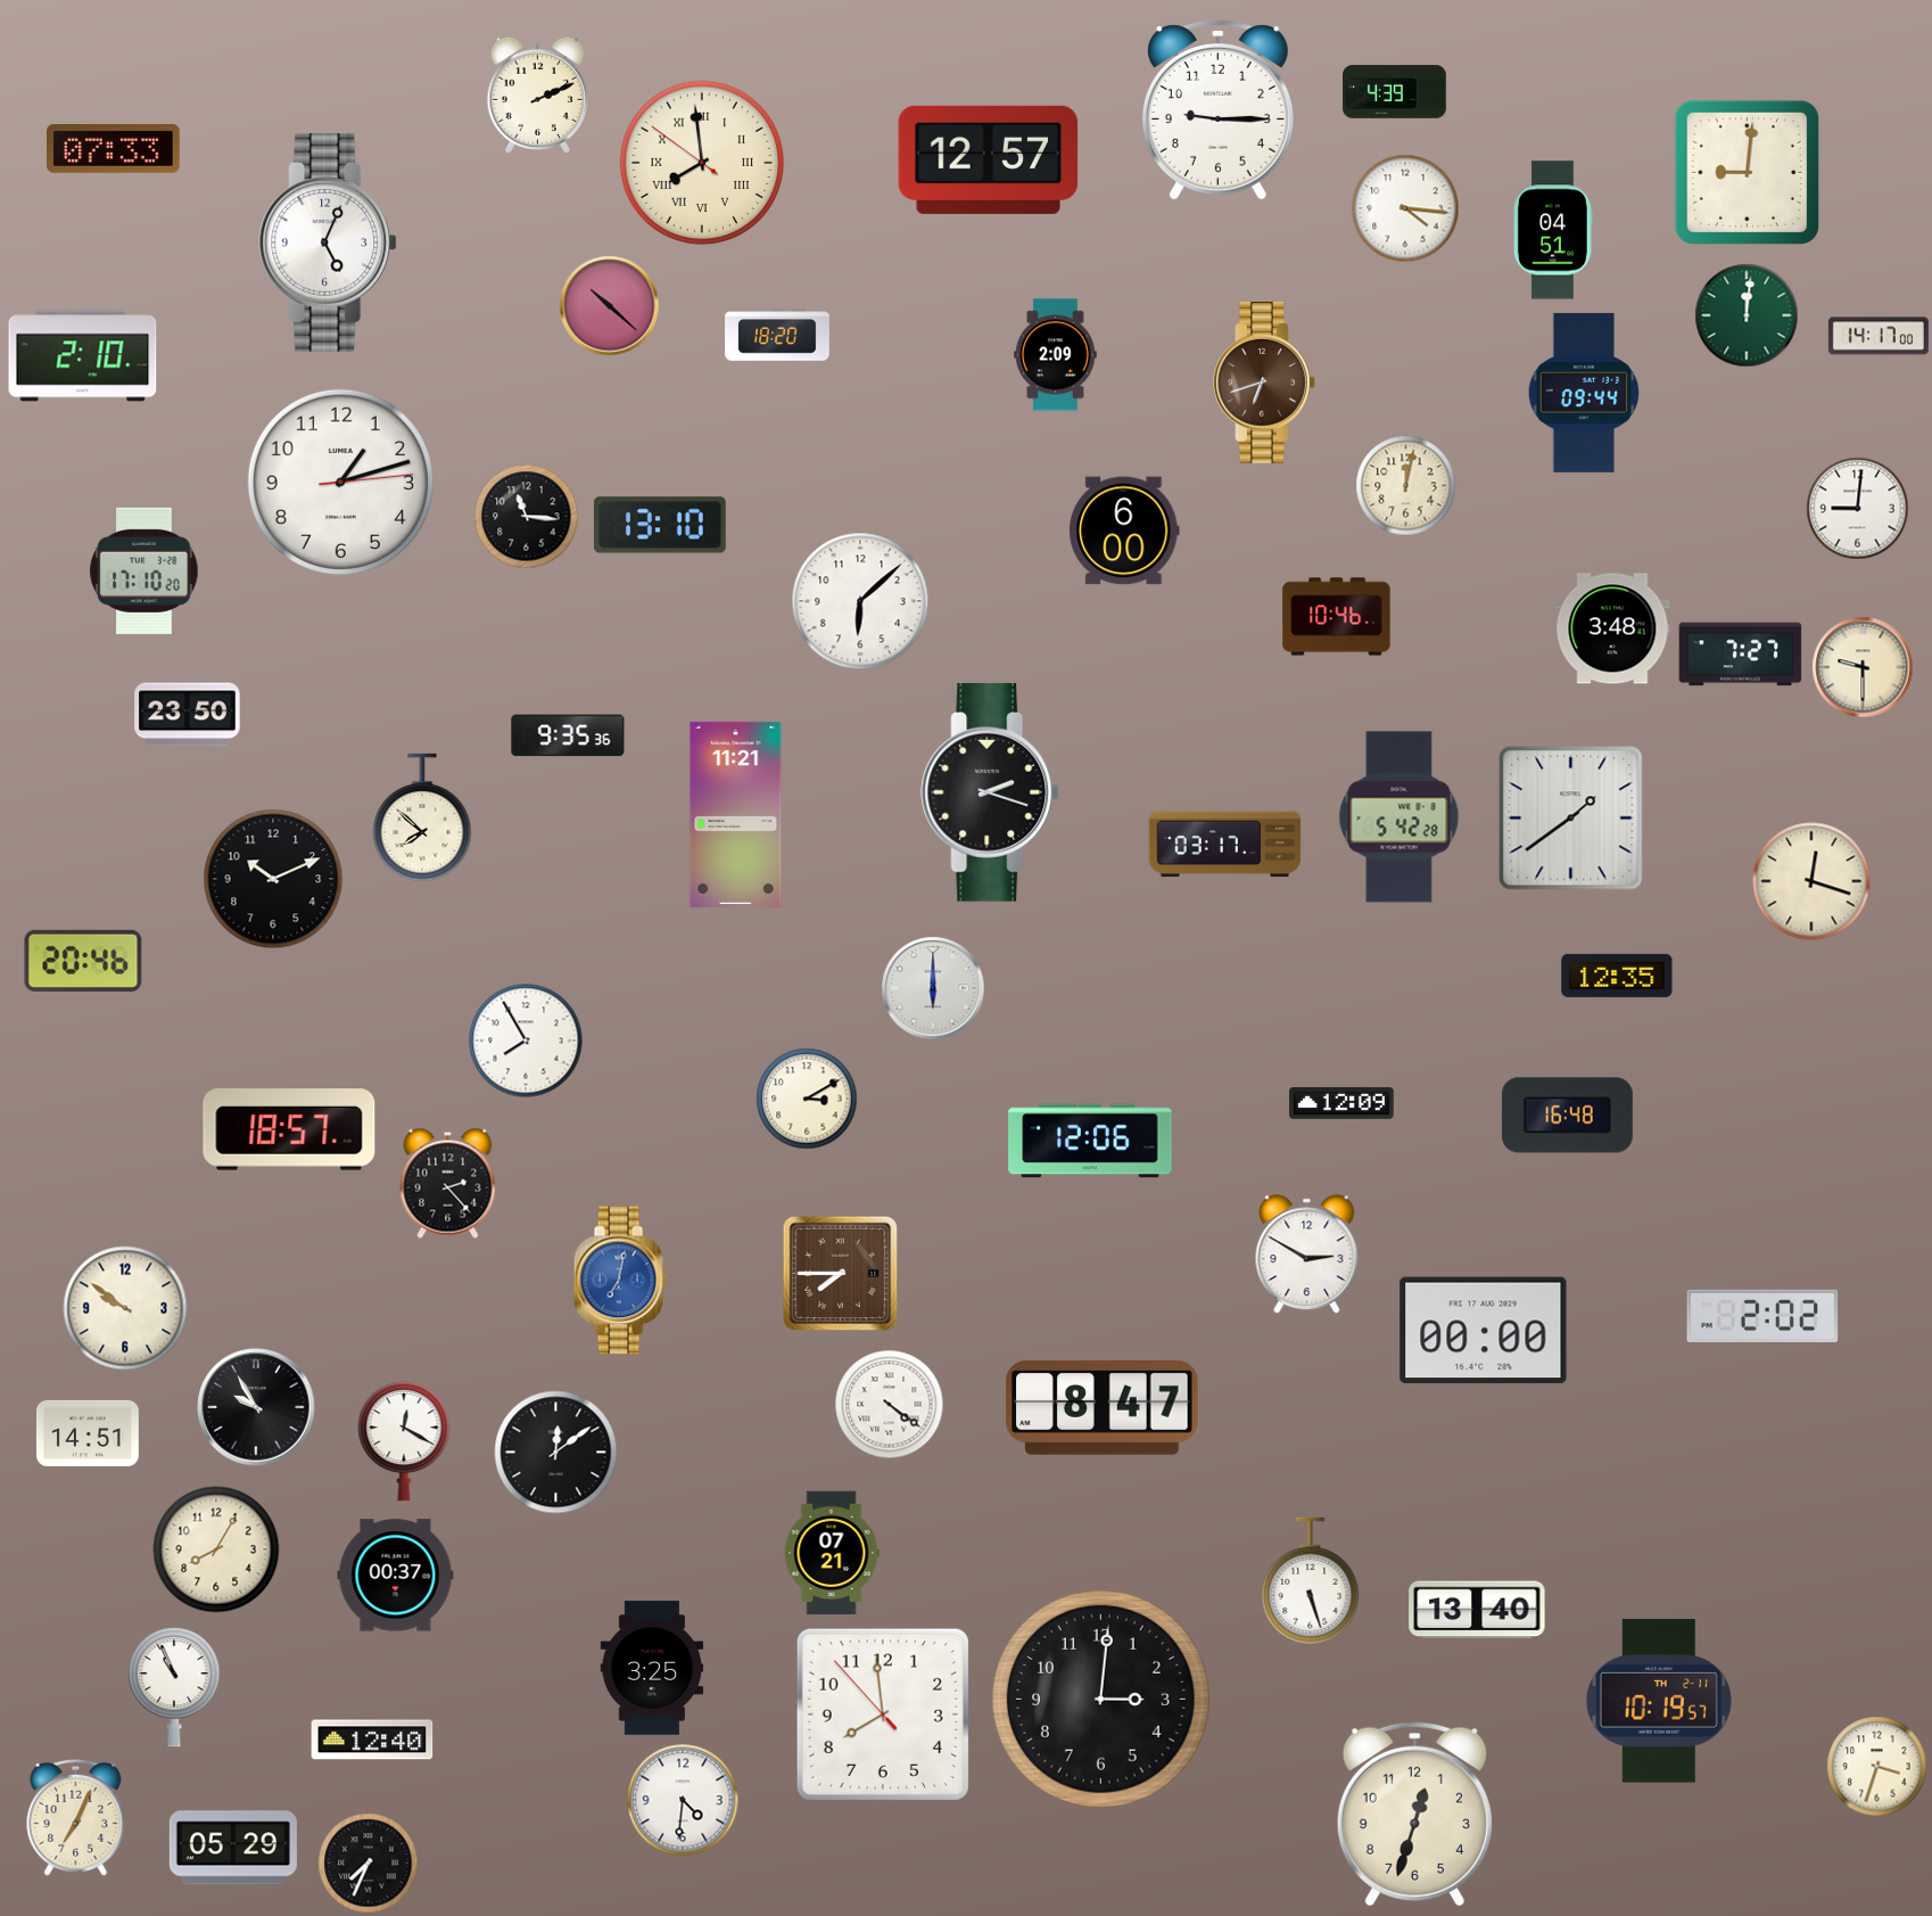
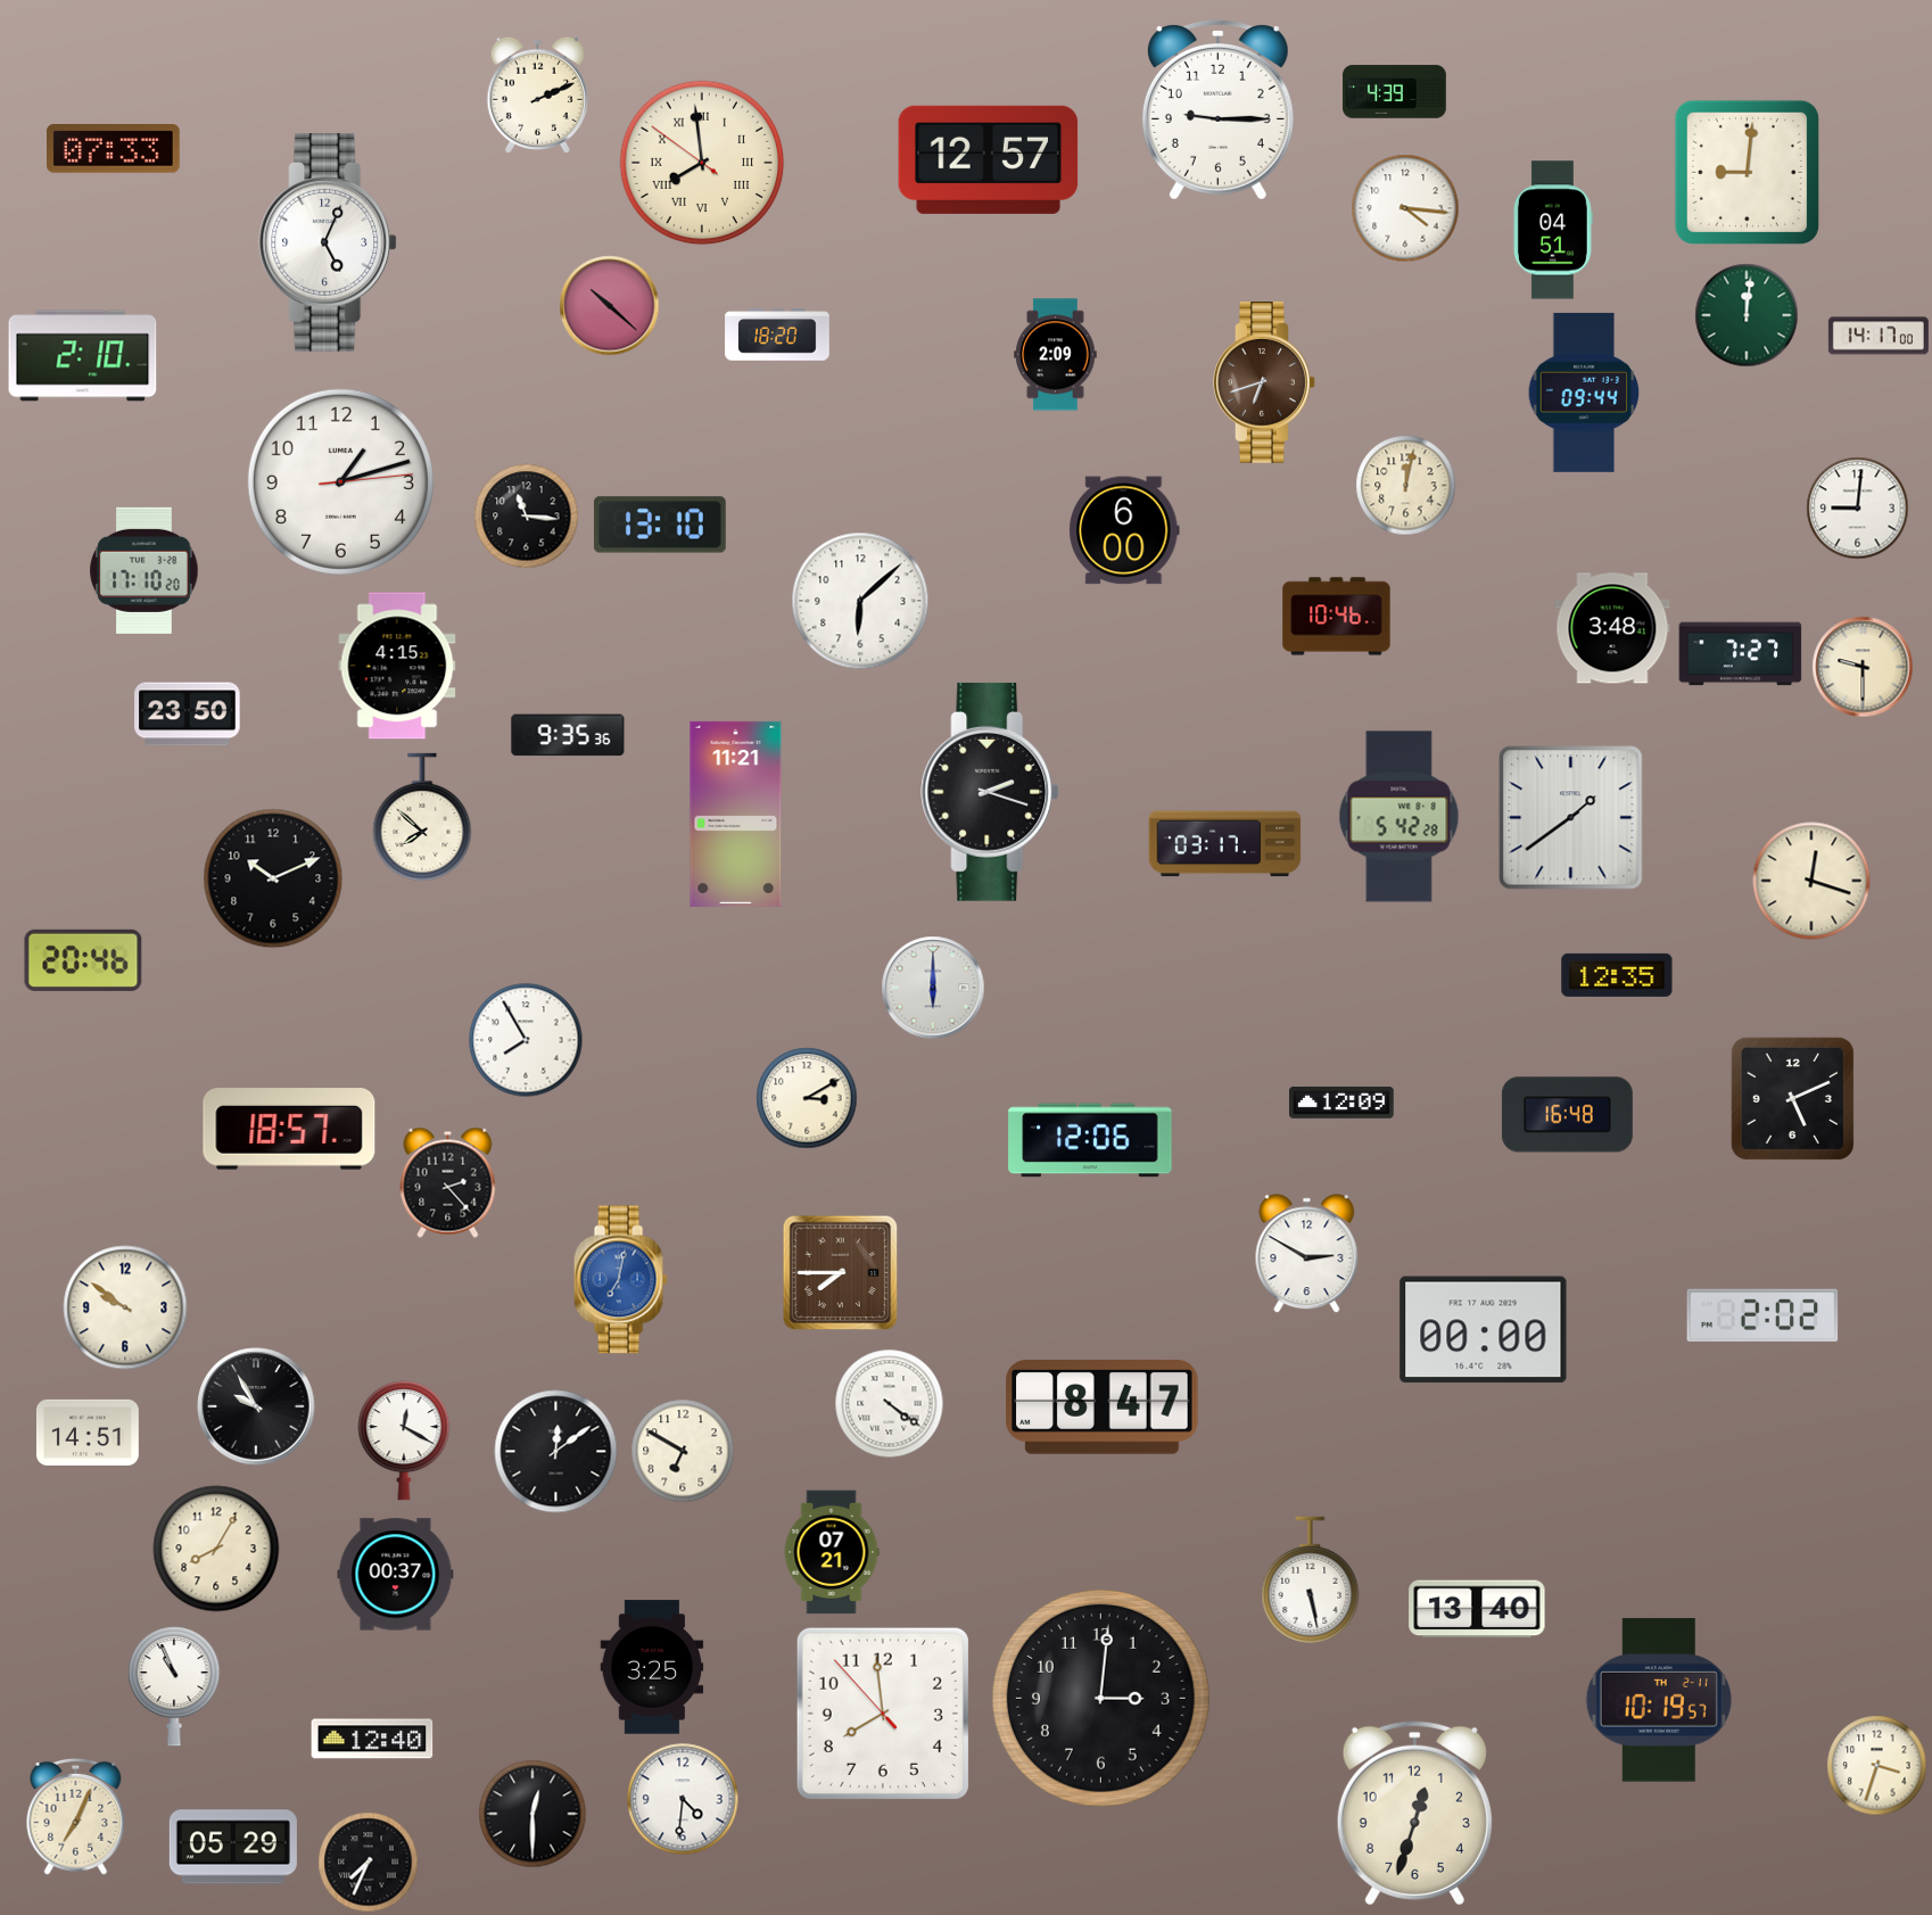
clock at (397, 666): none -> 4:15
clock at (1792, 1098): none -> 5:11
clock at (683, 1451): none -> 6:50
clock at (1311, 1581): 5:27 -> 5:28
clock at (532, 1814): none -> 12:30
